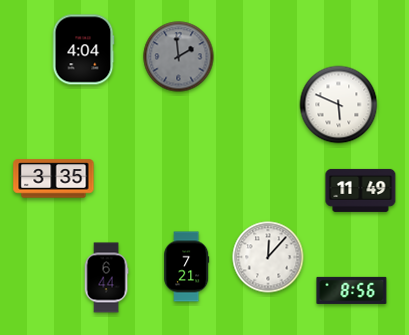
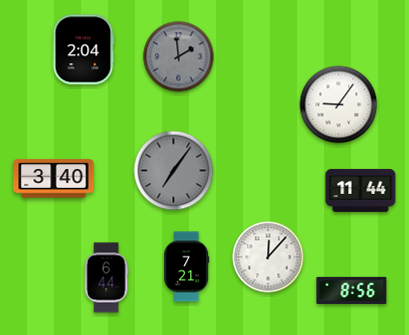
clock at (83, 50): 4:04 -> 2:04
clock at (339, 105): 5:49 -> 9:06
clock at (174, 171): none -> 7:06
clock at (54, 179): 3:35 -> 3:40
clock at (361, 190): 11:49 -> 11:44
